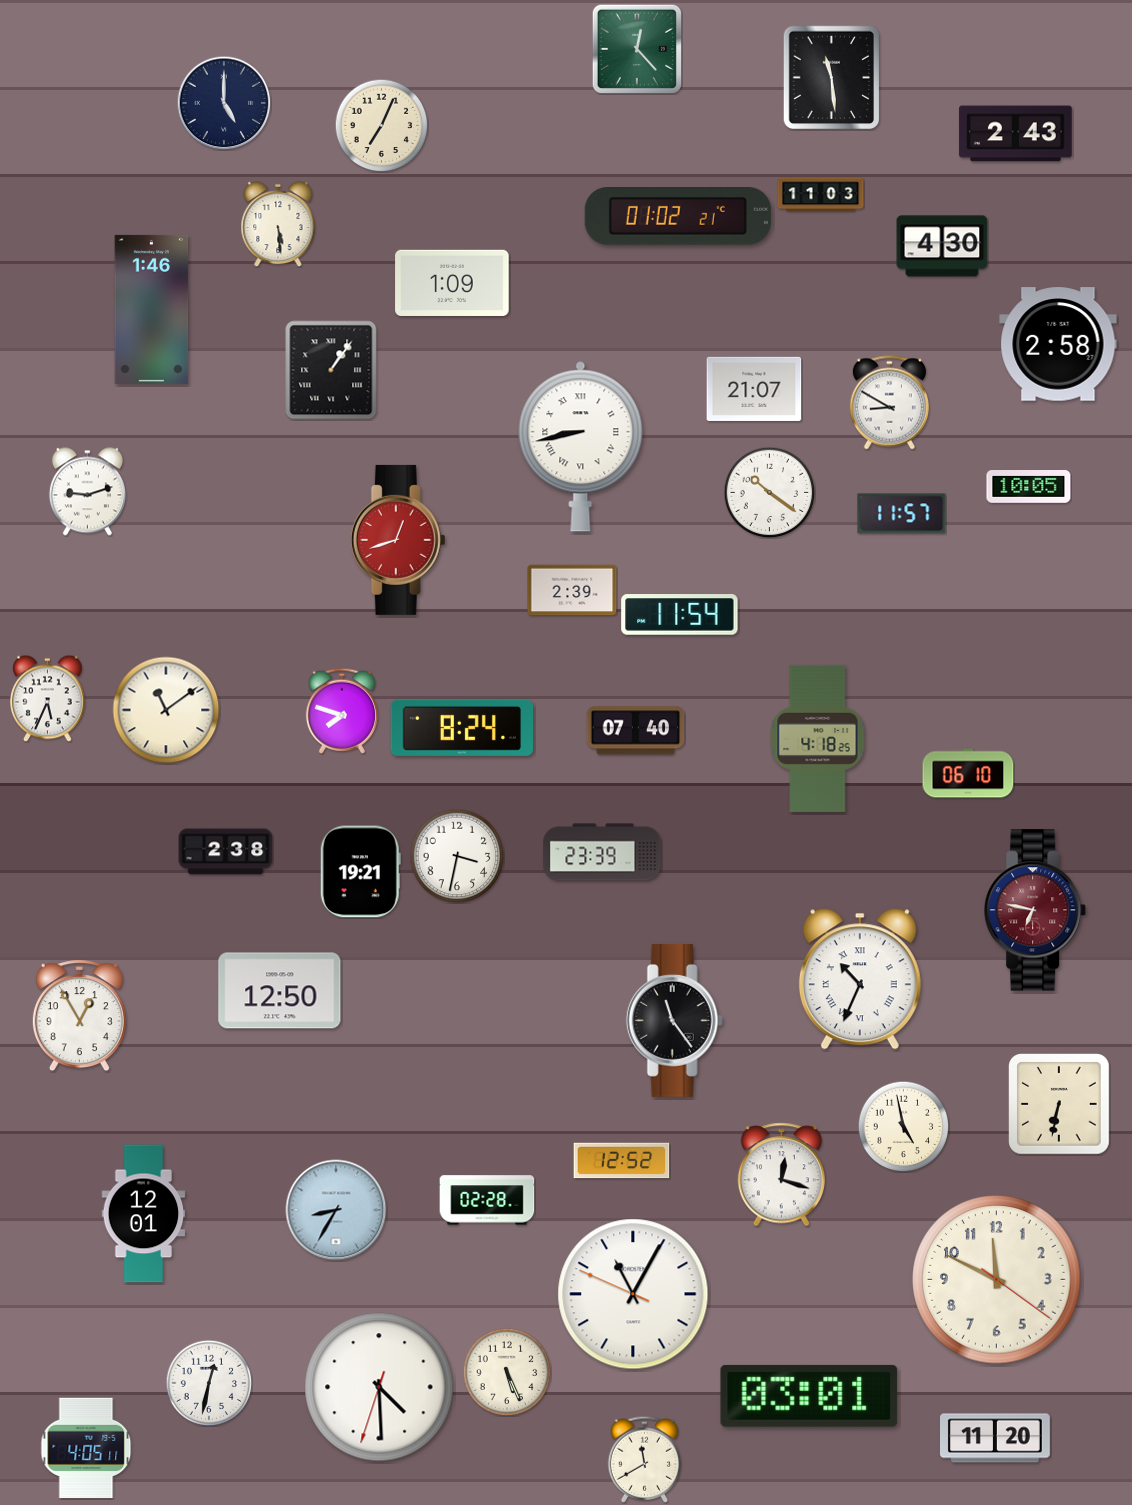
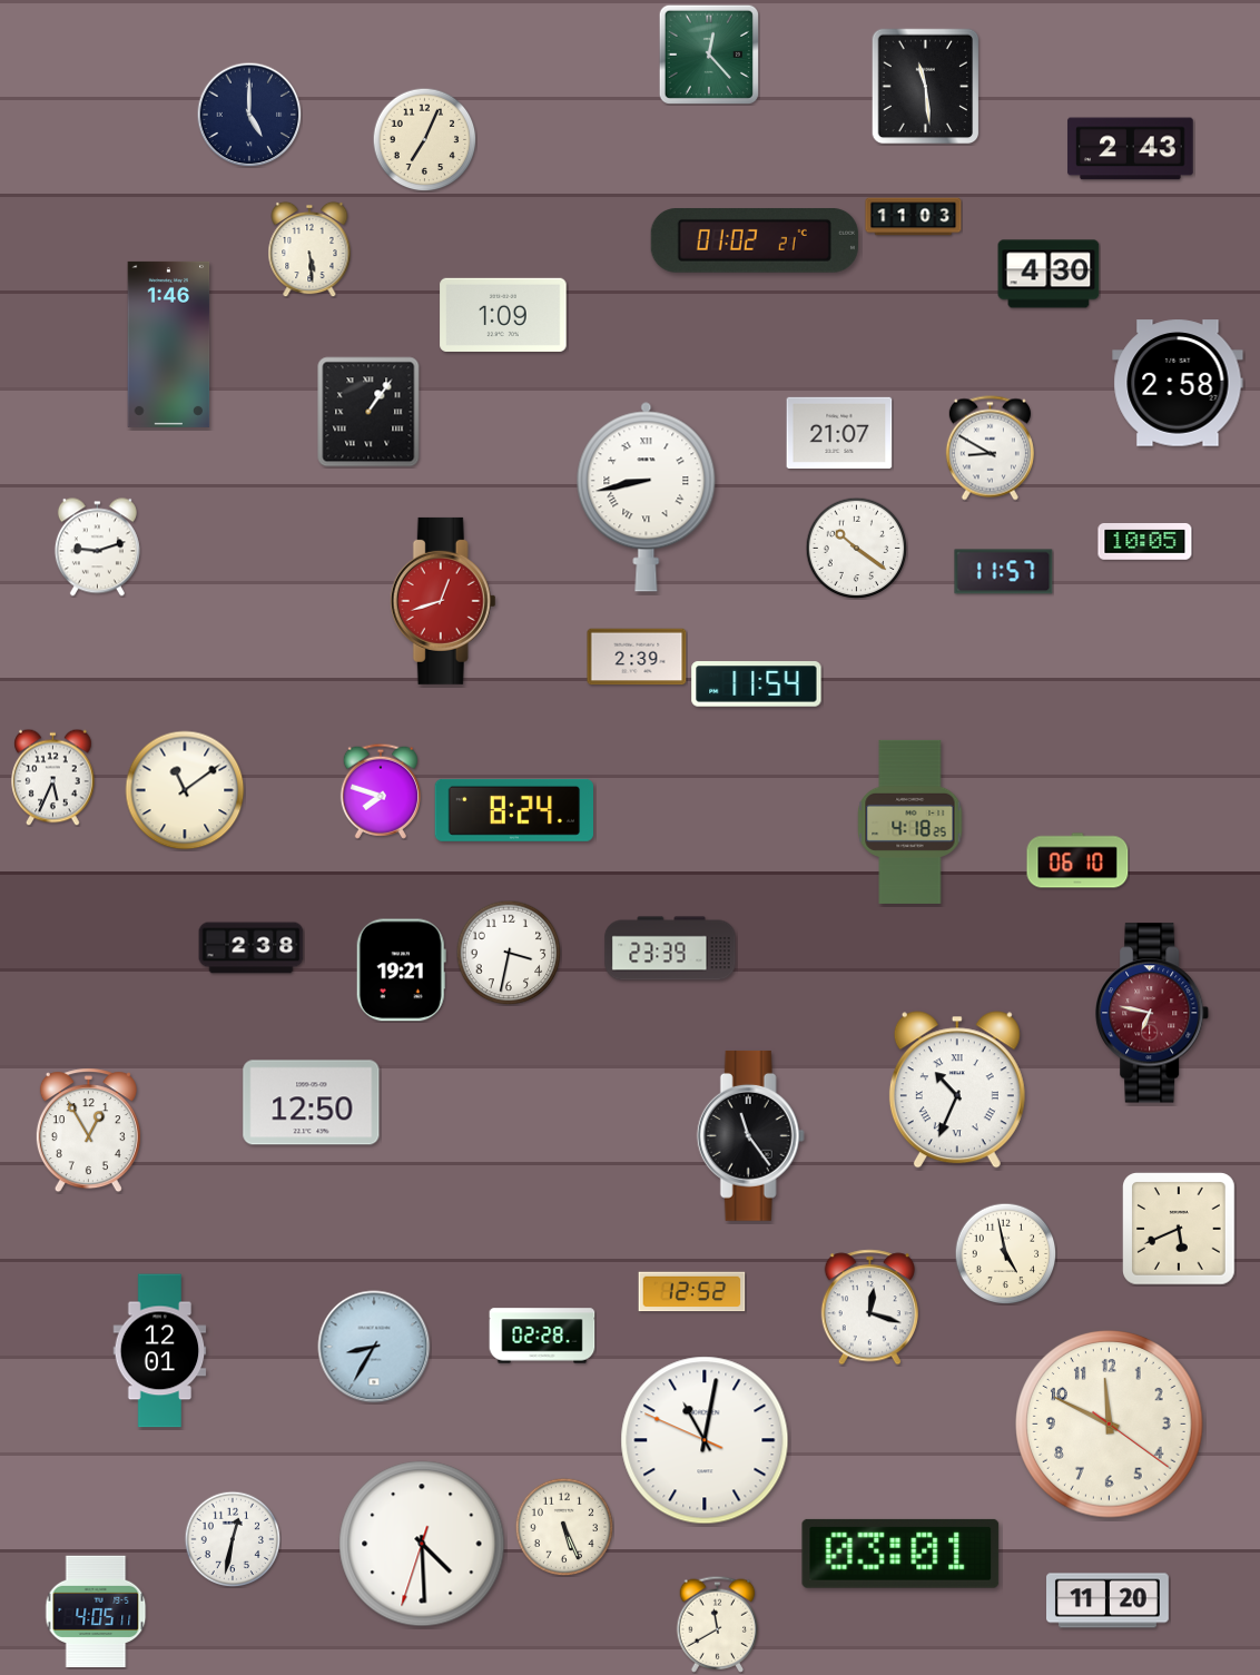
clock at (636, 731): 07:40 -> none
clock at (1059, 1104): 6:32 -> 5:41
clock at (633, 1294): 11:04 -> 11:01
